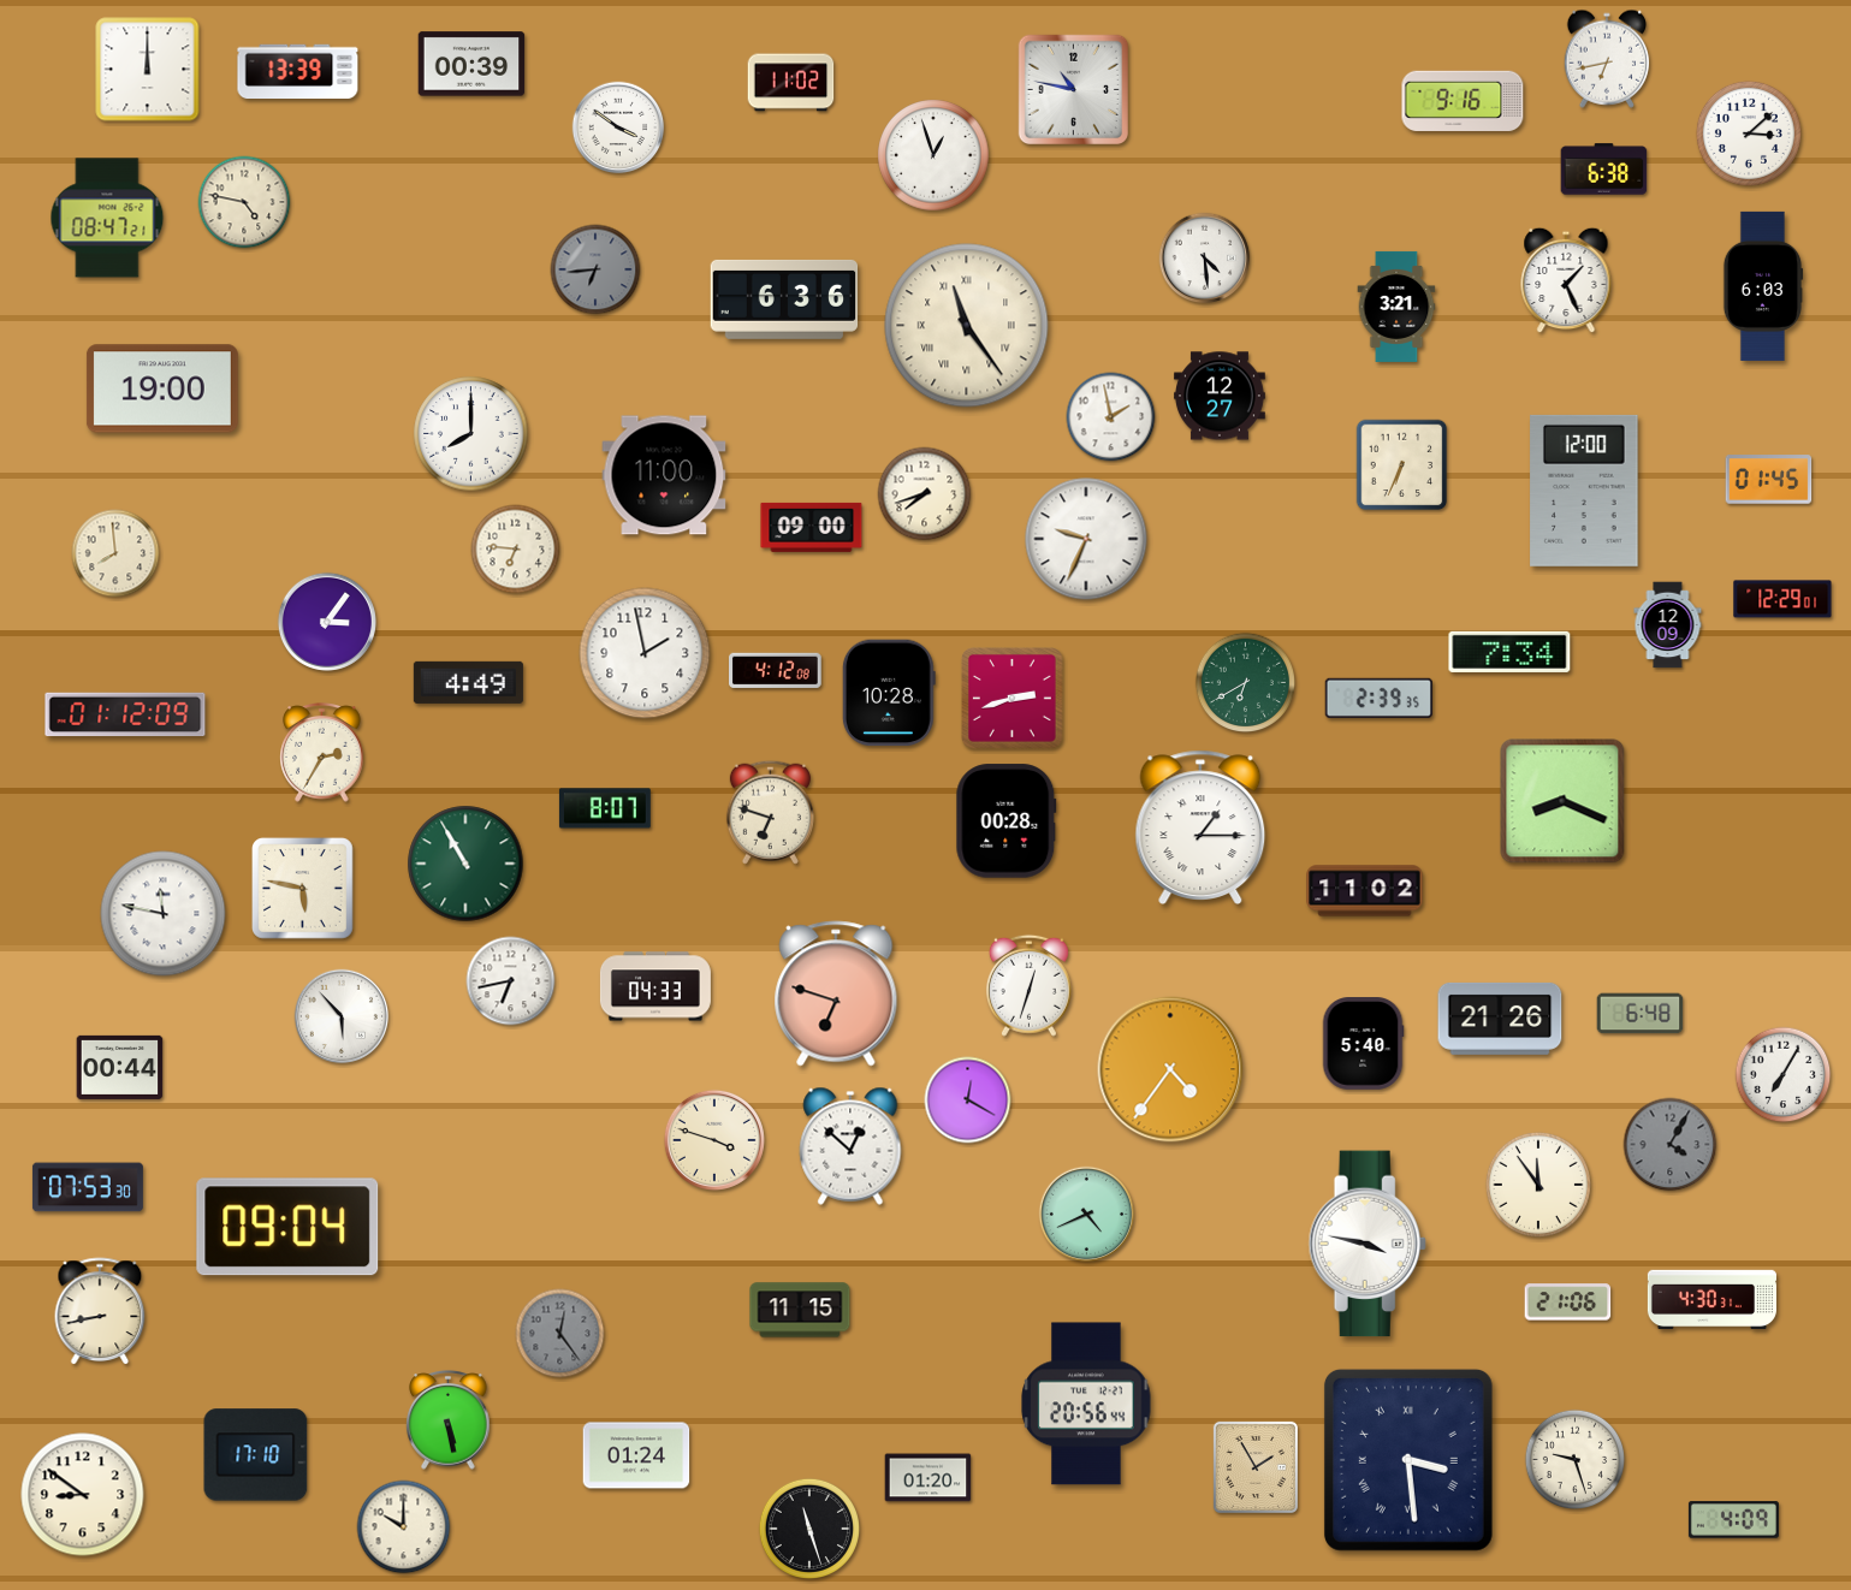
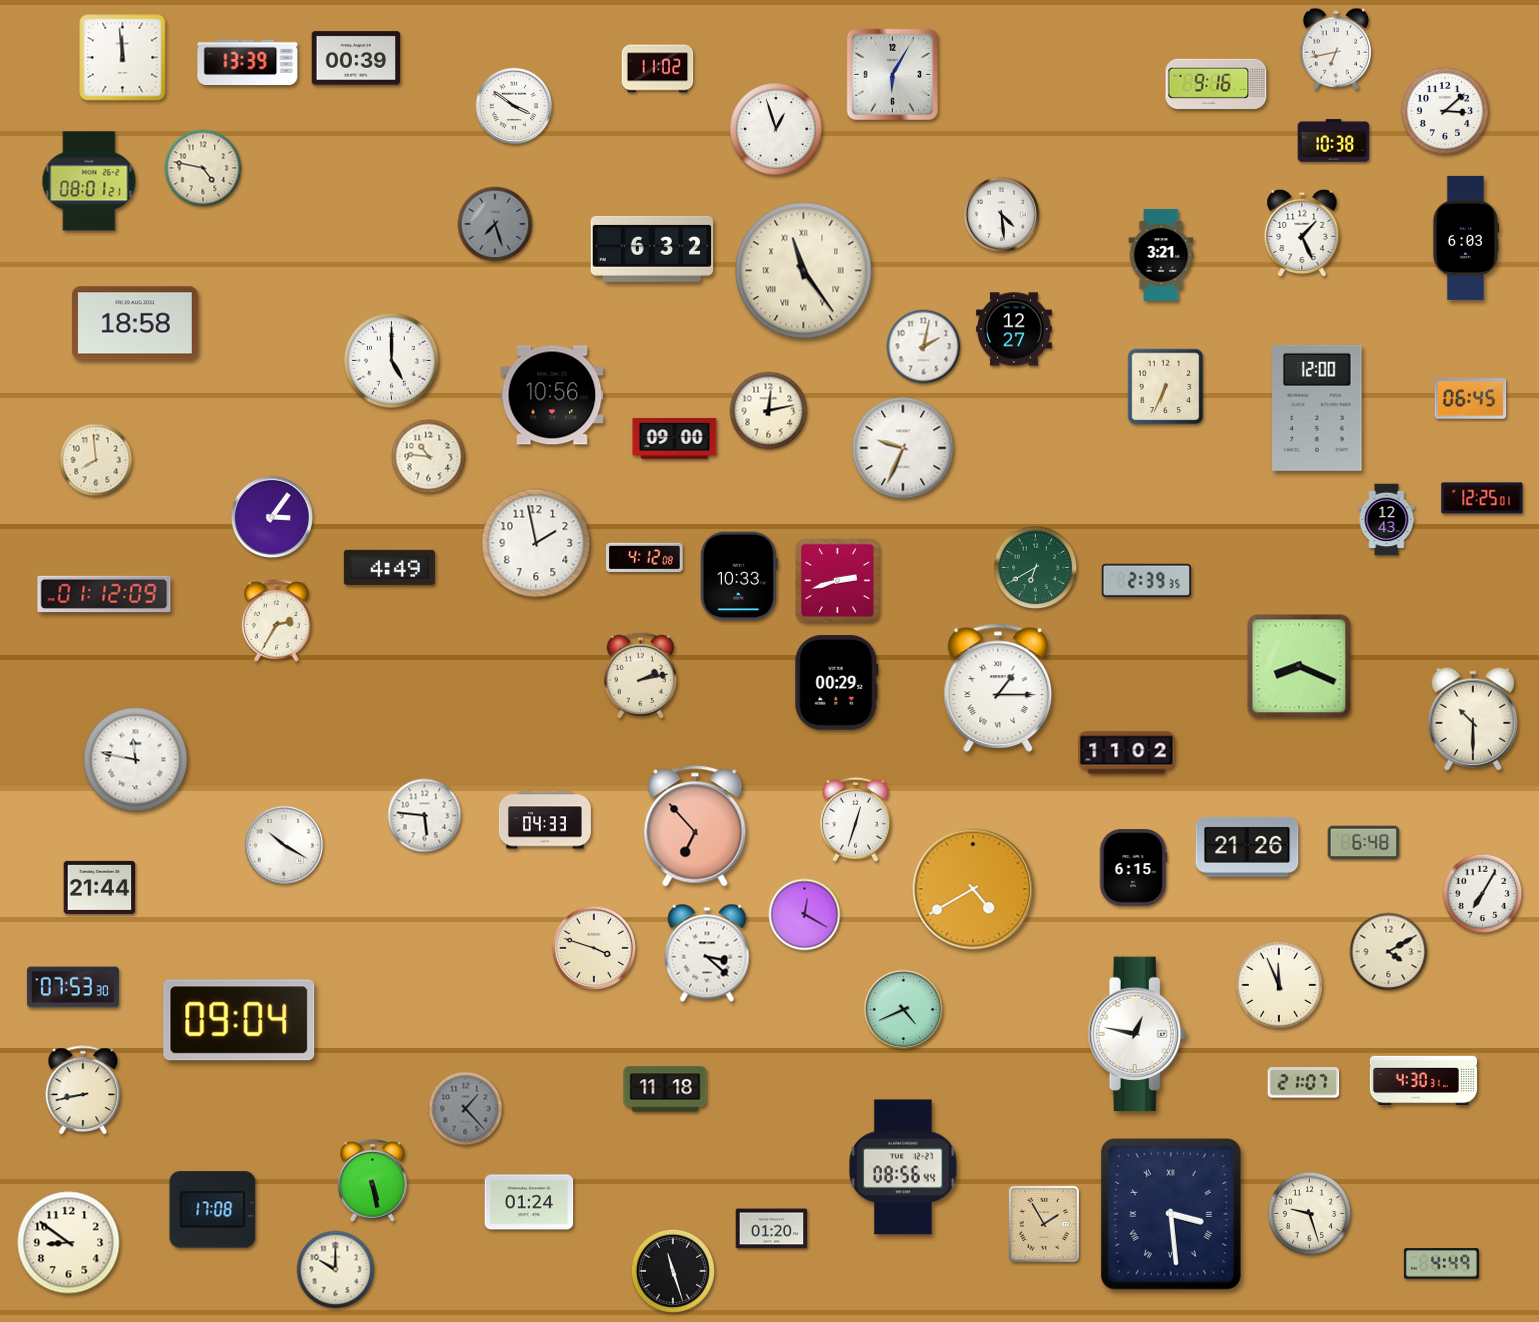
clock at (471, 64) position: (471, 64) -> (356, 58)
clock at (148, 70): 12:00 -> 11:59
clock at (298, 72) position: (298, 72) -> (248, 63)
clock at (1073, 89): 10:47 -> 6:05
clock at (1749, 134) position: (1749, 134) -> (1445, 111)
clock at (1604, 170): 6:38 -> 10:38
clock at (107, 218): 08:47 -> 08:01
clock at (595, 269): 6:44 -> 7:27
clock at (784, 299): 6:36 -> 6:32
clock at (162, 388): 19:00 -> 18:58
clock at (1111, 417): 1:58 -> 2:02
clock at (471, 434): 8:00 -> 5:00
clock at (664, 475): 11:00 -> 10:56
clock at (1769, 480): 01:45 -> 06:45
clock at (925, 494): 7:42 -> 12:13
clock at (516, 550): 6:46 -> 10:46
clock at (1782, 599): 12:29 -> 12:25
clock at (1668, 625): 12:09 -> 12:43
clock at (1509, 652): 7:34 -> none
clock at (889, 693): 10:28 -> 10:33
clock at (1013, 699) position: (1013, 699) -> (838, 581)
clock at (322, 753) position: (322, 753) -> (277, 621)
clock at (605, 808): 8:07 -> none
clock at (770, 812): 6:48 -> 2:13
clock at (1007, 821): 00:28 -> 00:29
clock at (465, 864): 10:55 -> none
clock at (1472, 719): none -> 10:30
clock at (303, 889): 5:47 -> none
clock at (1365, 891) position: (1365, 891) -> (1127, 753)
clock at (511, 981): 6:43 -> 5:46
clock at (836, 993): 6:48 -> 6:53
clock at (342, 1016): 5:53 -> 10:20
clock at (1363, 1044): 5:40 -> 6:15
clock at (120, 1067): 00:44 -> 21:44
clock at (1170, 1069): 4:36 -> 4:40
clock at (1671, 1145): 4:05 -> 4:10
clock at (1671, 1145) dial: grey -> cream
clock at (850, 1146): 12:52 -> 3:22
clock at (1538, 1185): 11:54 -> 11:56
clock at (1368, 1244): 3:47 -> 12:47
clock at (1568, 1303): 21:06 -> 21:07
clock at (800, 1310): 11:15 -> 11:18
clock at (560, 1334): 12:24 -> 1:23
clock at (1086, 1404): 20:56 -> 08:56
clock at (256, 1455): 17:10 -> 17:08
clock at (636, 1455) position: (636, 1455) -> (529, 1202)
clock at (1256, 1467) position: (1256, 1467) -> (1044, 1224)
clock at (1733, 1520): 4:09 -> 4:49
